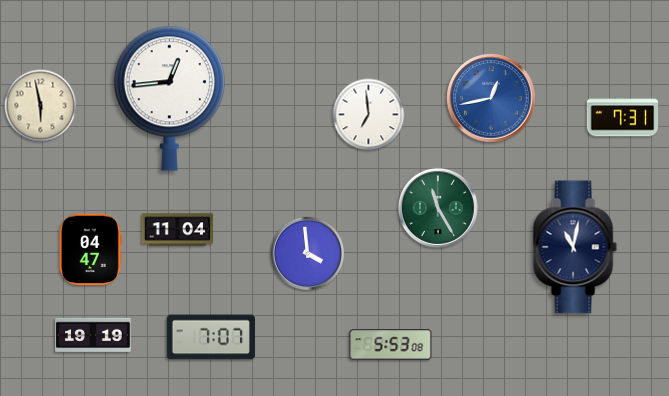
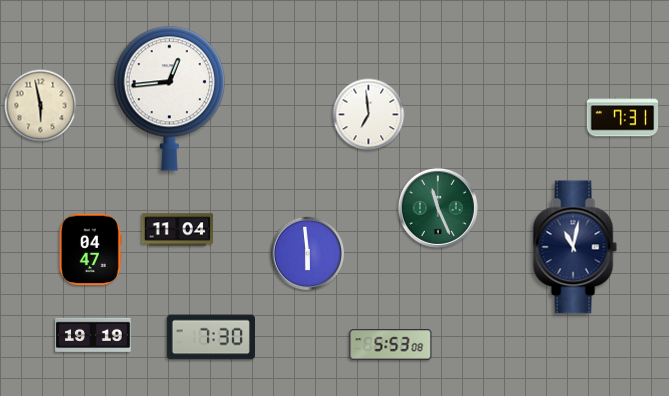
clock at (491, 98): 12:43 -> none
clock at (438, 208): 11:25 -> 11:26
clock at (308, 254): 3:59 -> 5:59
clock at (210, 337): 7:07 -> 7:30
